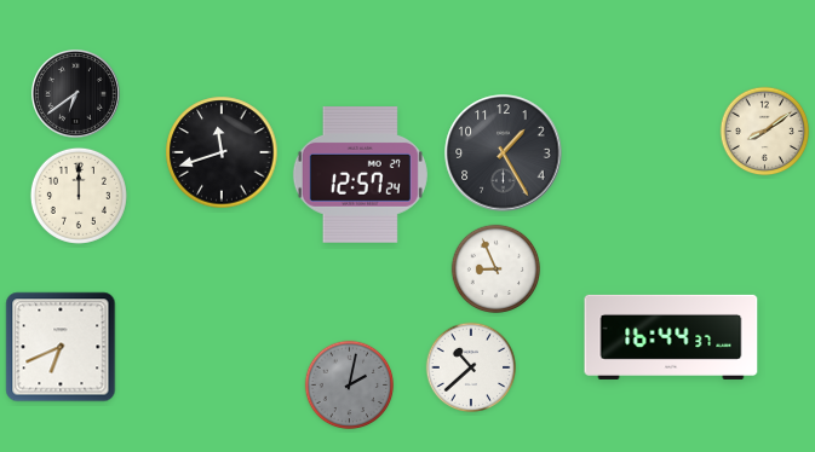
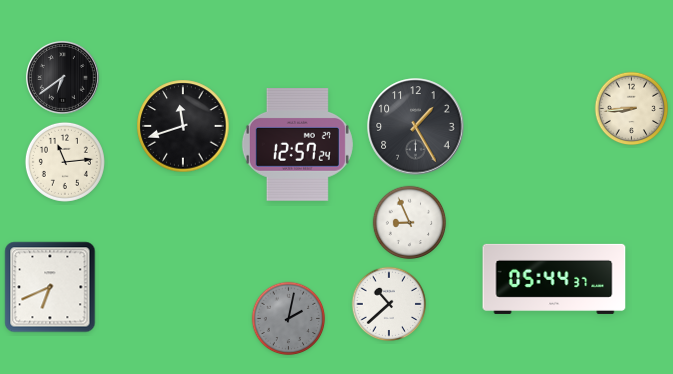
clock at (765, 132): 8:09 -> 8:44
clock at (79, 196): 12:00 -> 11:14
clock at (671, 337): 16:44 -> 05:44
